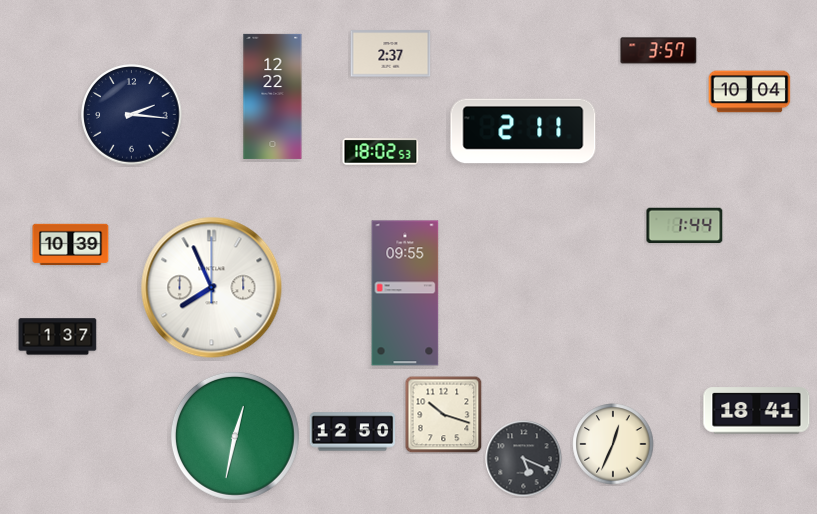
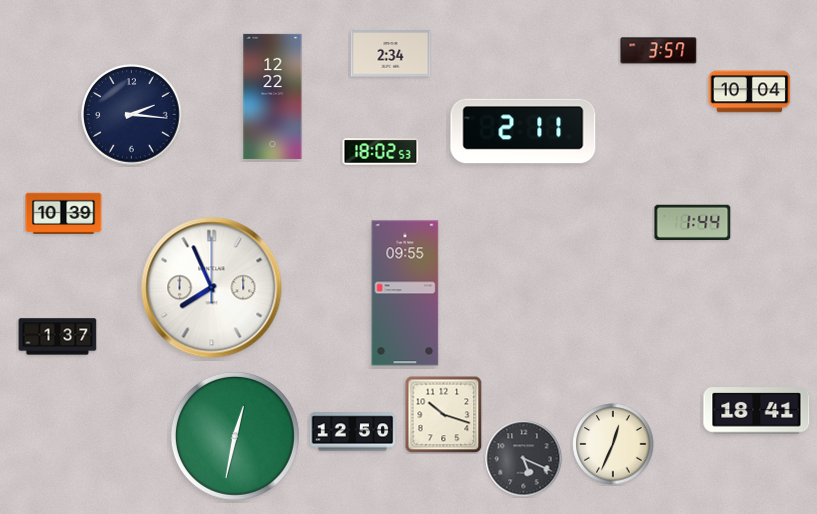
clock at (391, 54): 2:37 -> 2:34
clock at (685, 226) position: (685, 226) -> (693, 223)
clock at (71, 244) position: (71, 244) -> (64, 213)
